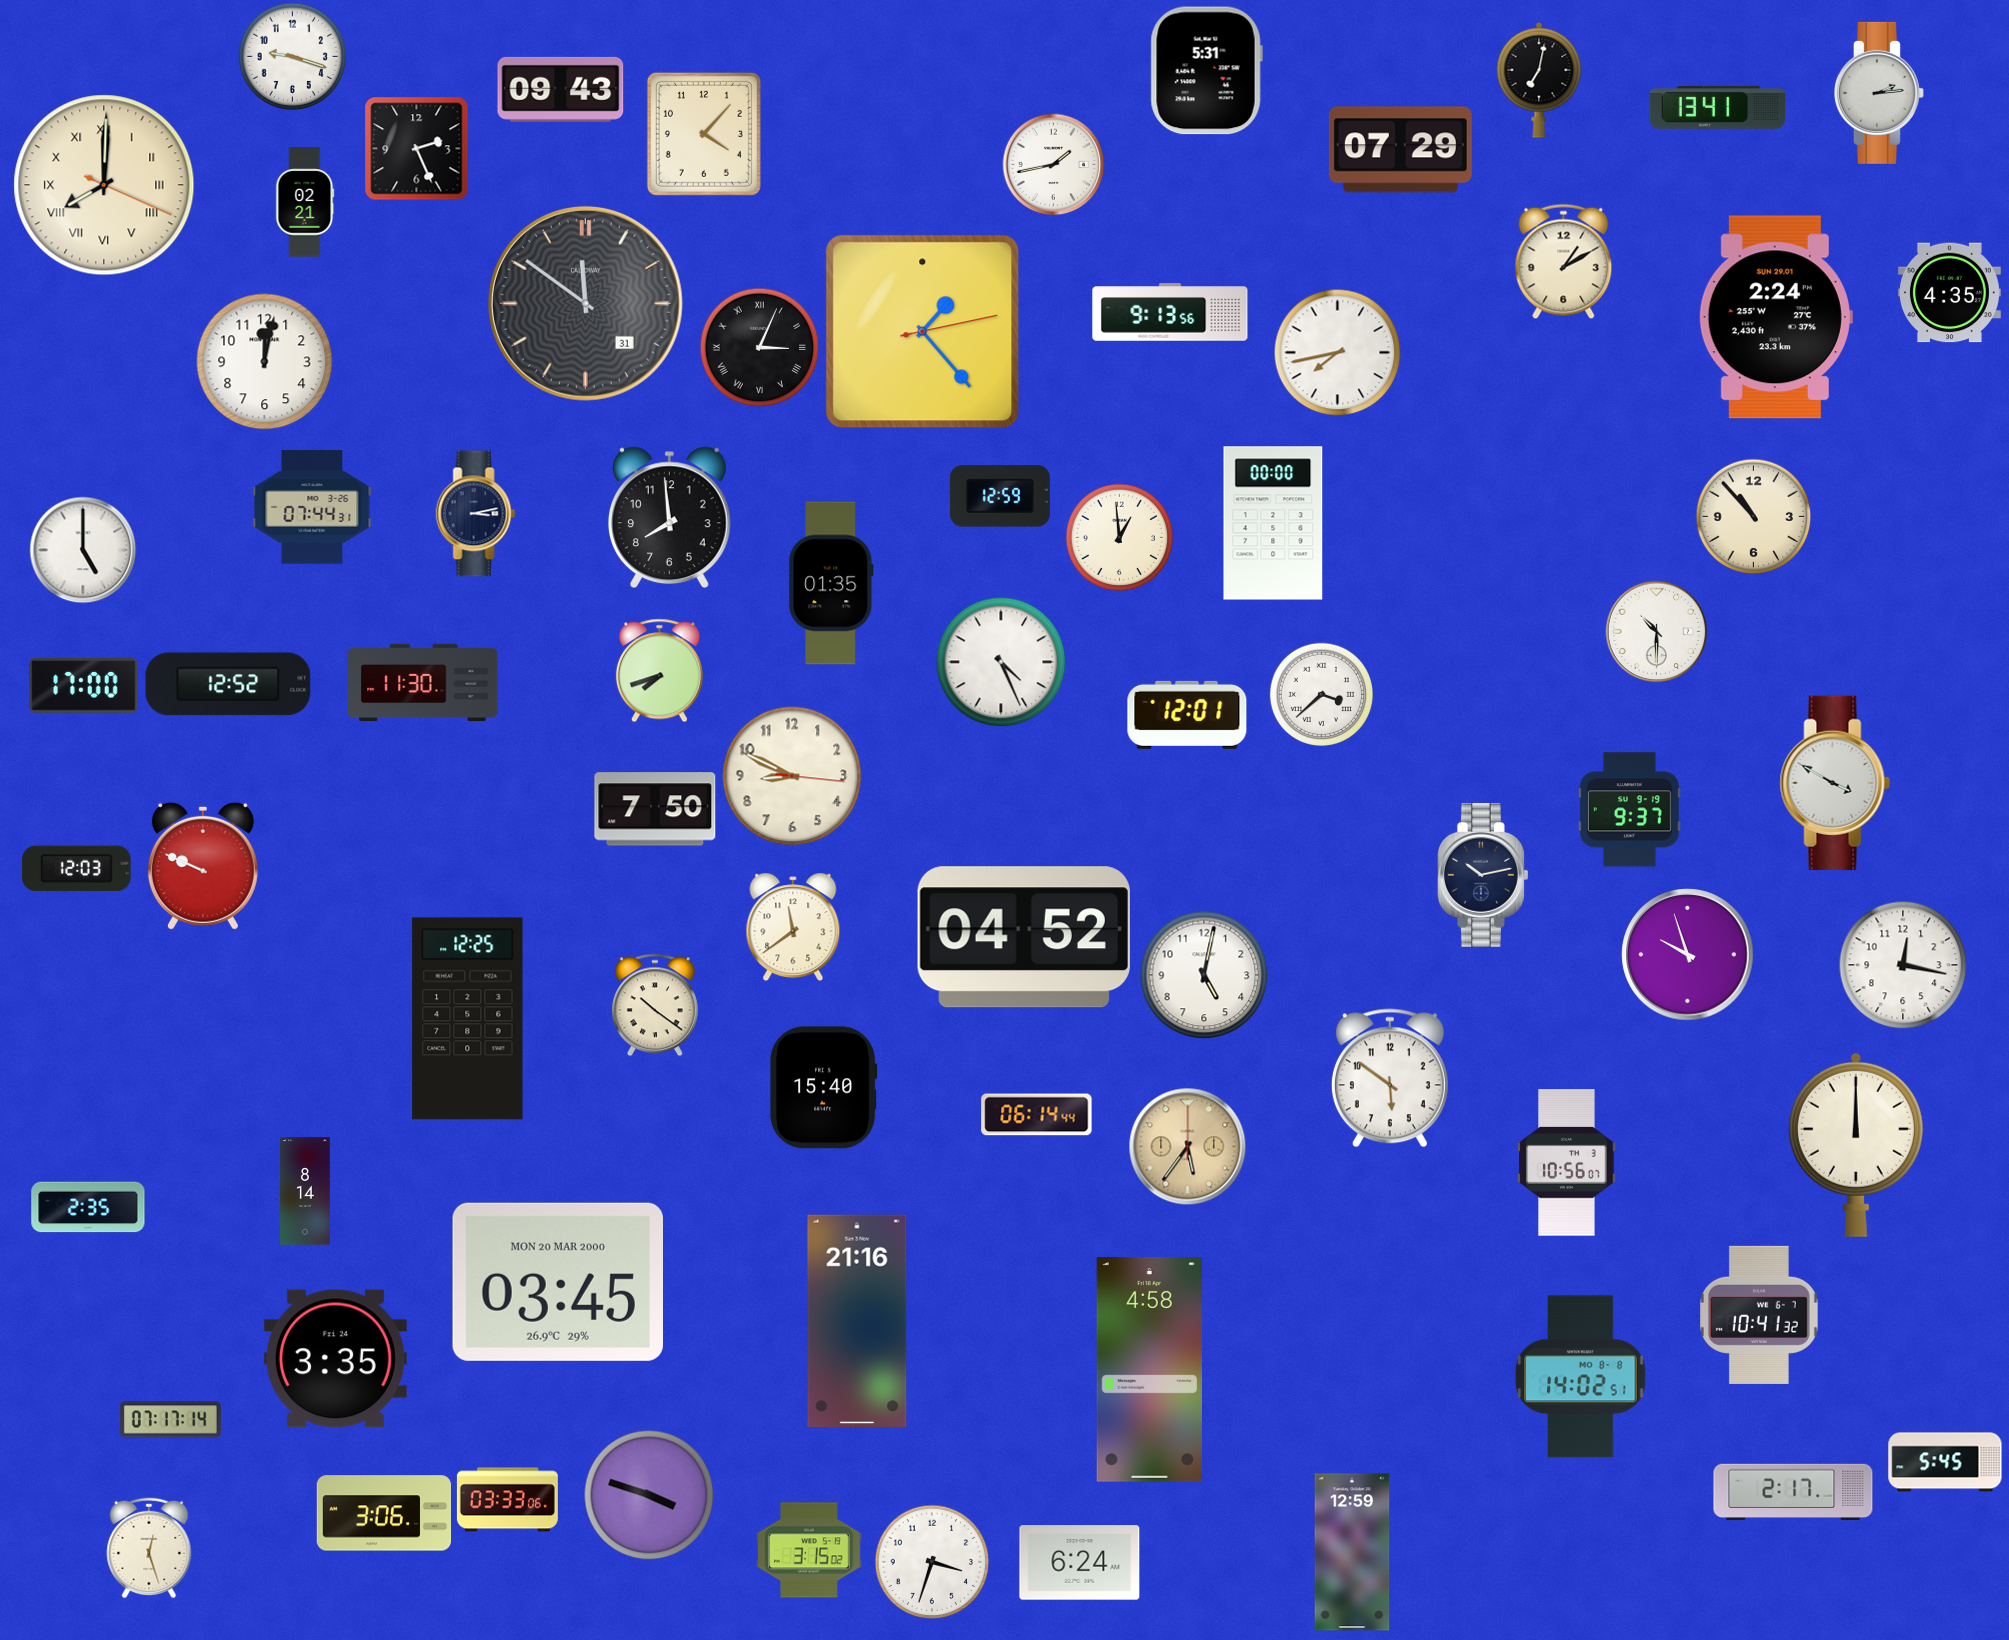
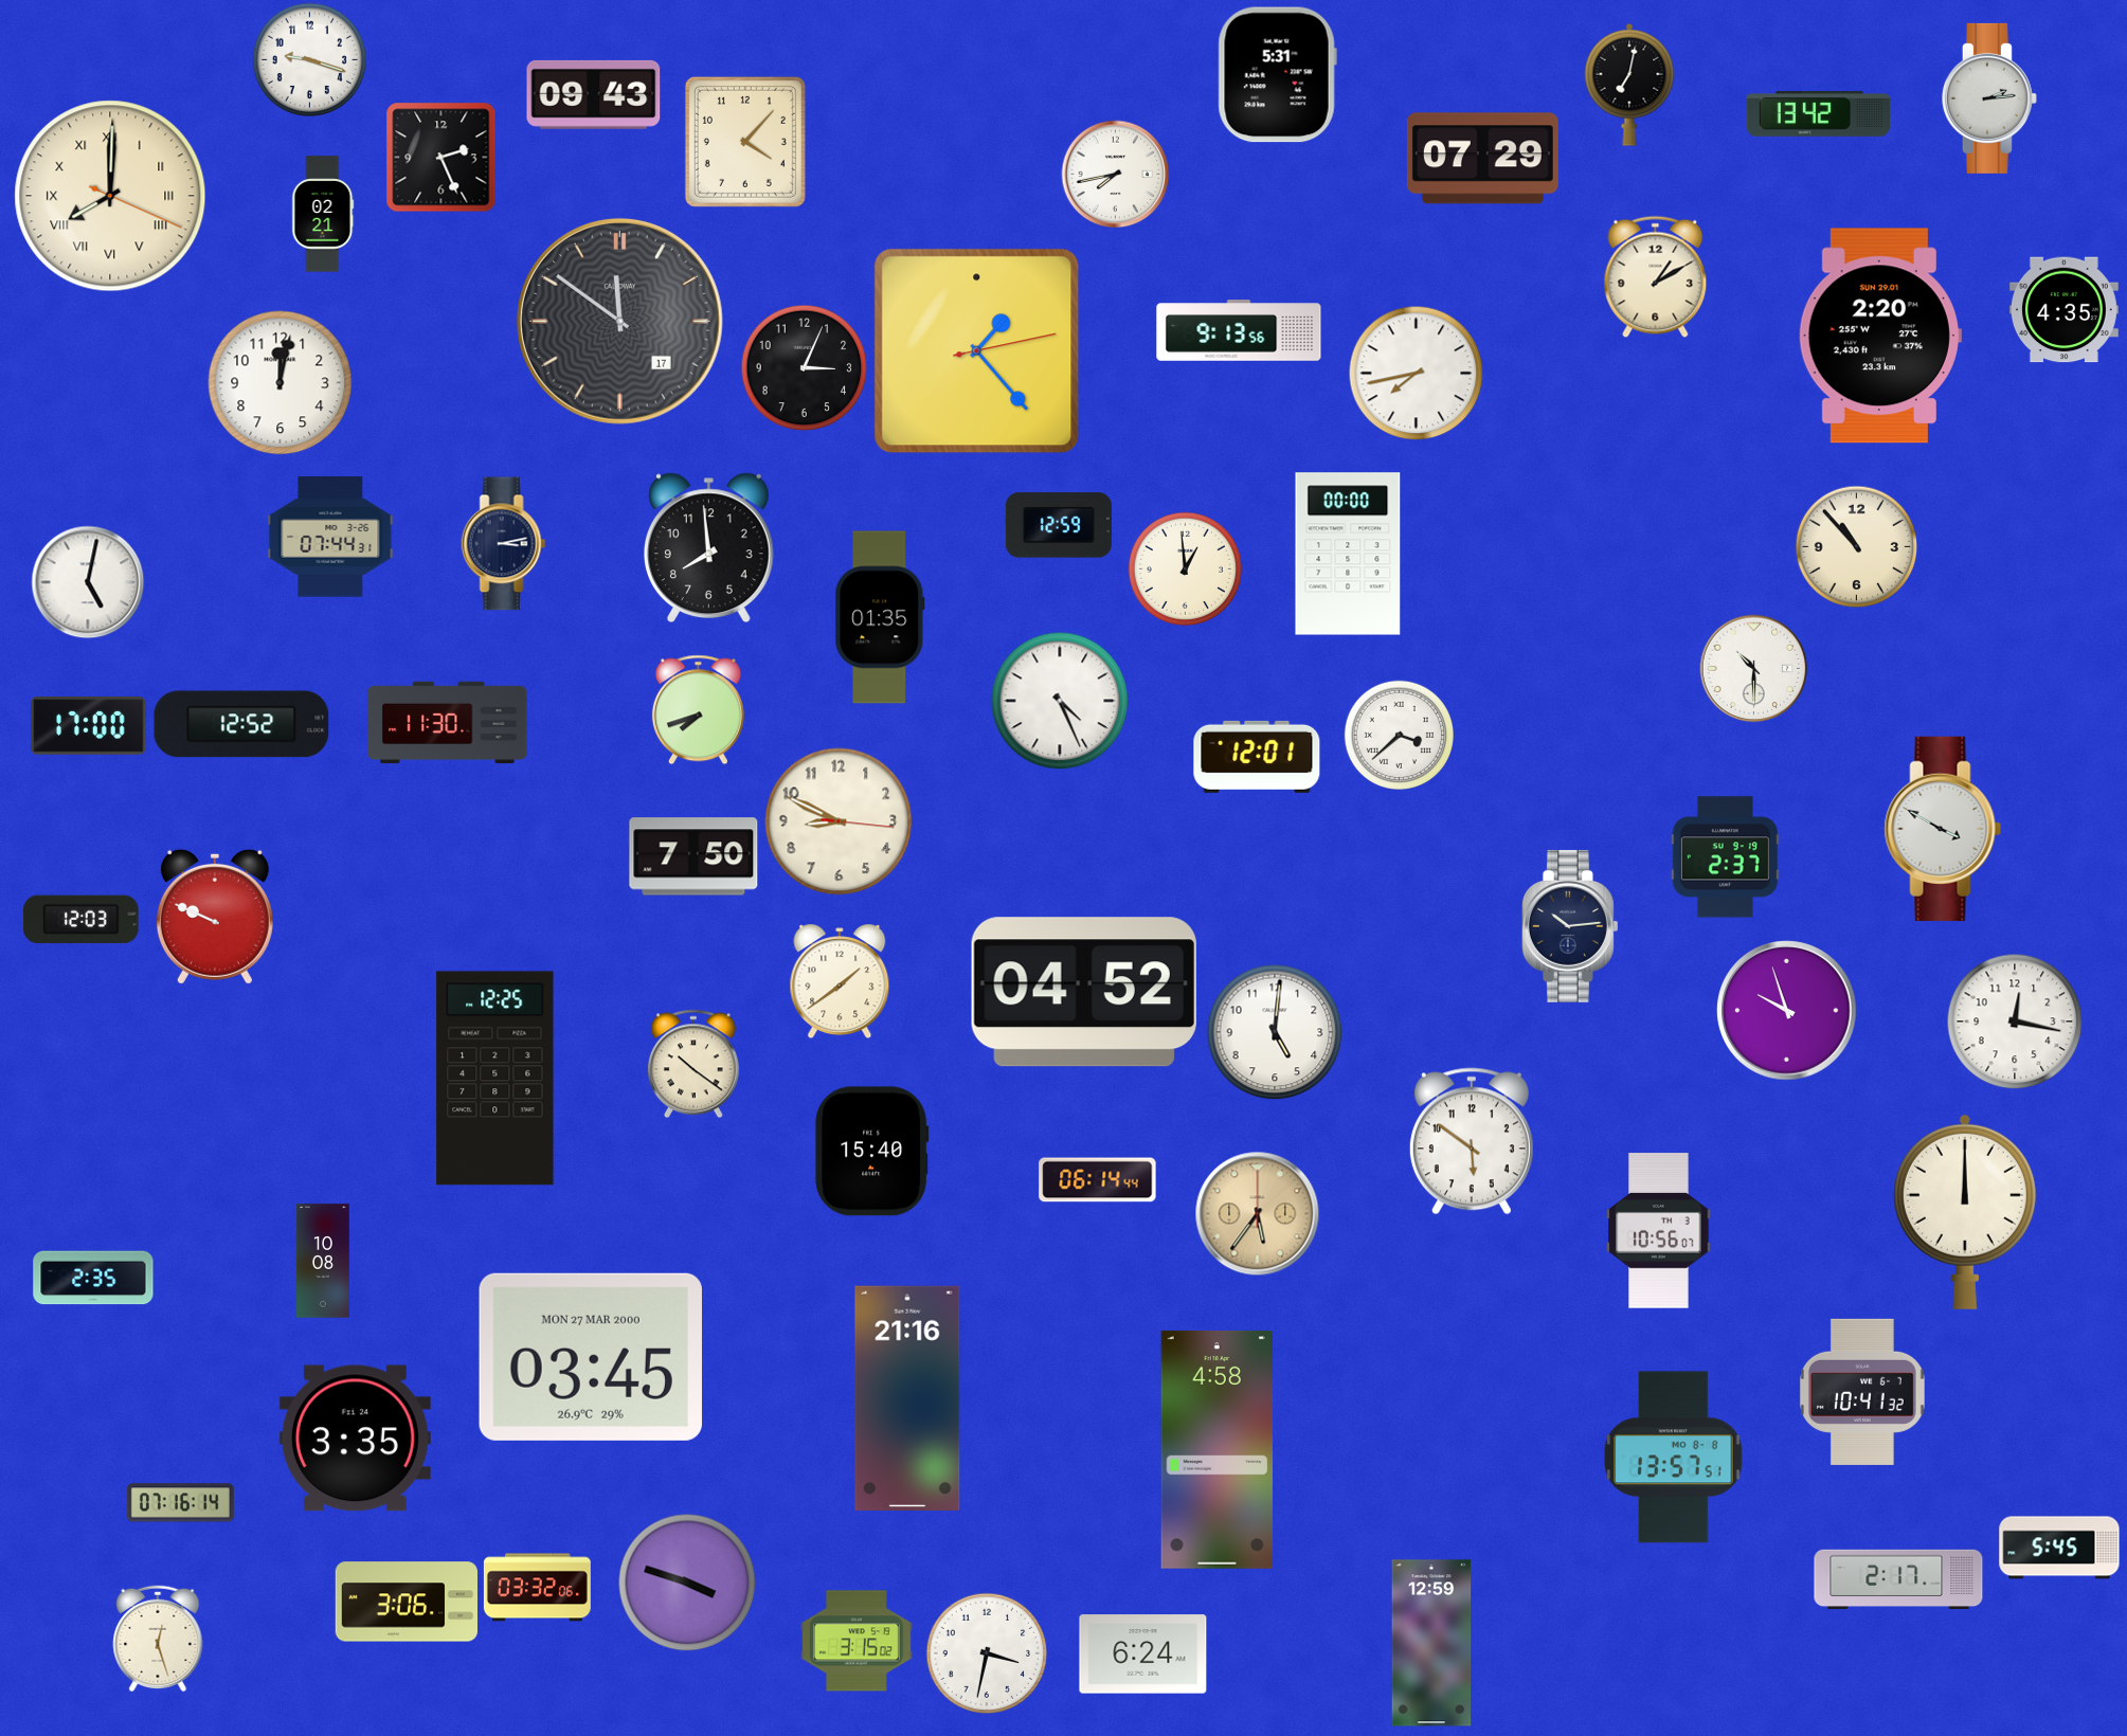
clock at (1717, 108): 13:41 -> 13:42
clock at (1054, 165): 1:43 -> 7:43
clock at (585, 303) date: 31 -> 17
clock at (1776, 317): 2:24 -> 2:20
clock at (760, 348) numerals: Roman -> Arabic
clock at (83, 550): 5:00 -> 5:02
clock at (1629, 810): 9:37 -> 2:37
clock at (1483, 875): 10:13 -> 10:14
clock at (793, 927): 11:39 -> 1:39
clock at (1204, 975): 5:02 -> 5:01
clock at (306, 1191): 8:14 -> 10:08
clock at (558, 1282) date: MON 20 MAR 2000 -> MON 27 MAR 2000
clock at (1581, 1377): 14:02 -> 13:57
clock at (170, 1420): 07:17 -> 07:16
clock at (507, 1500): 03:33 -> 03:32
clock at (932, 1562): 3:33 -> 3:32
